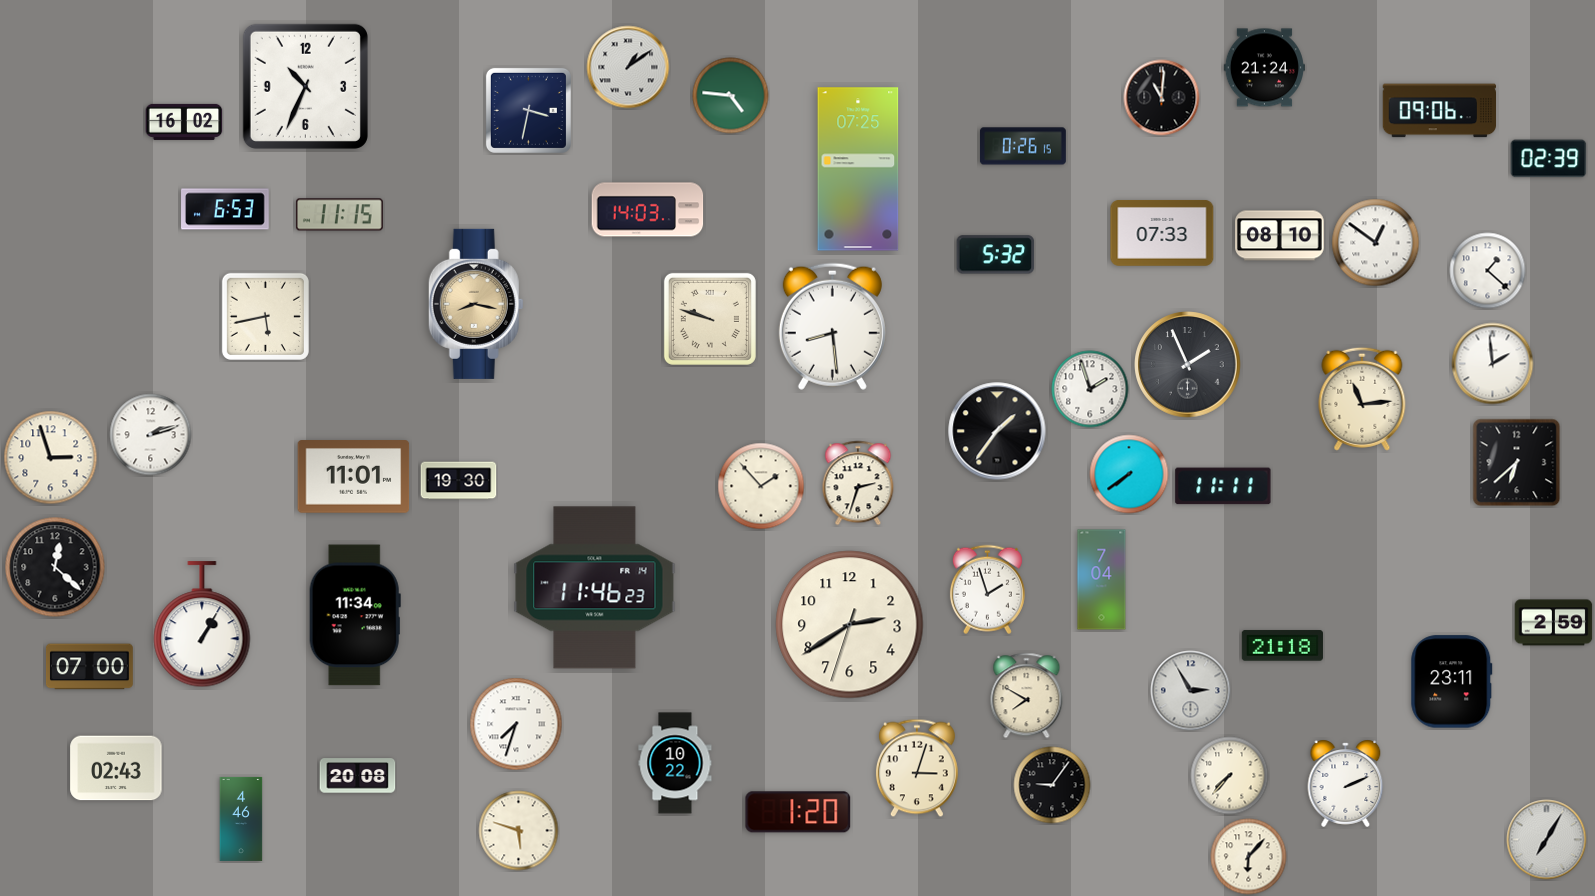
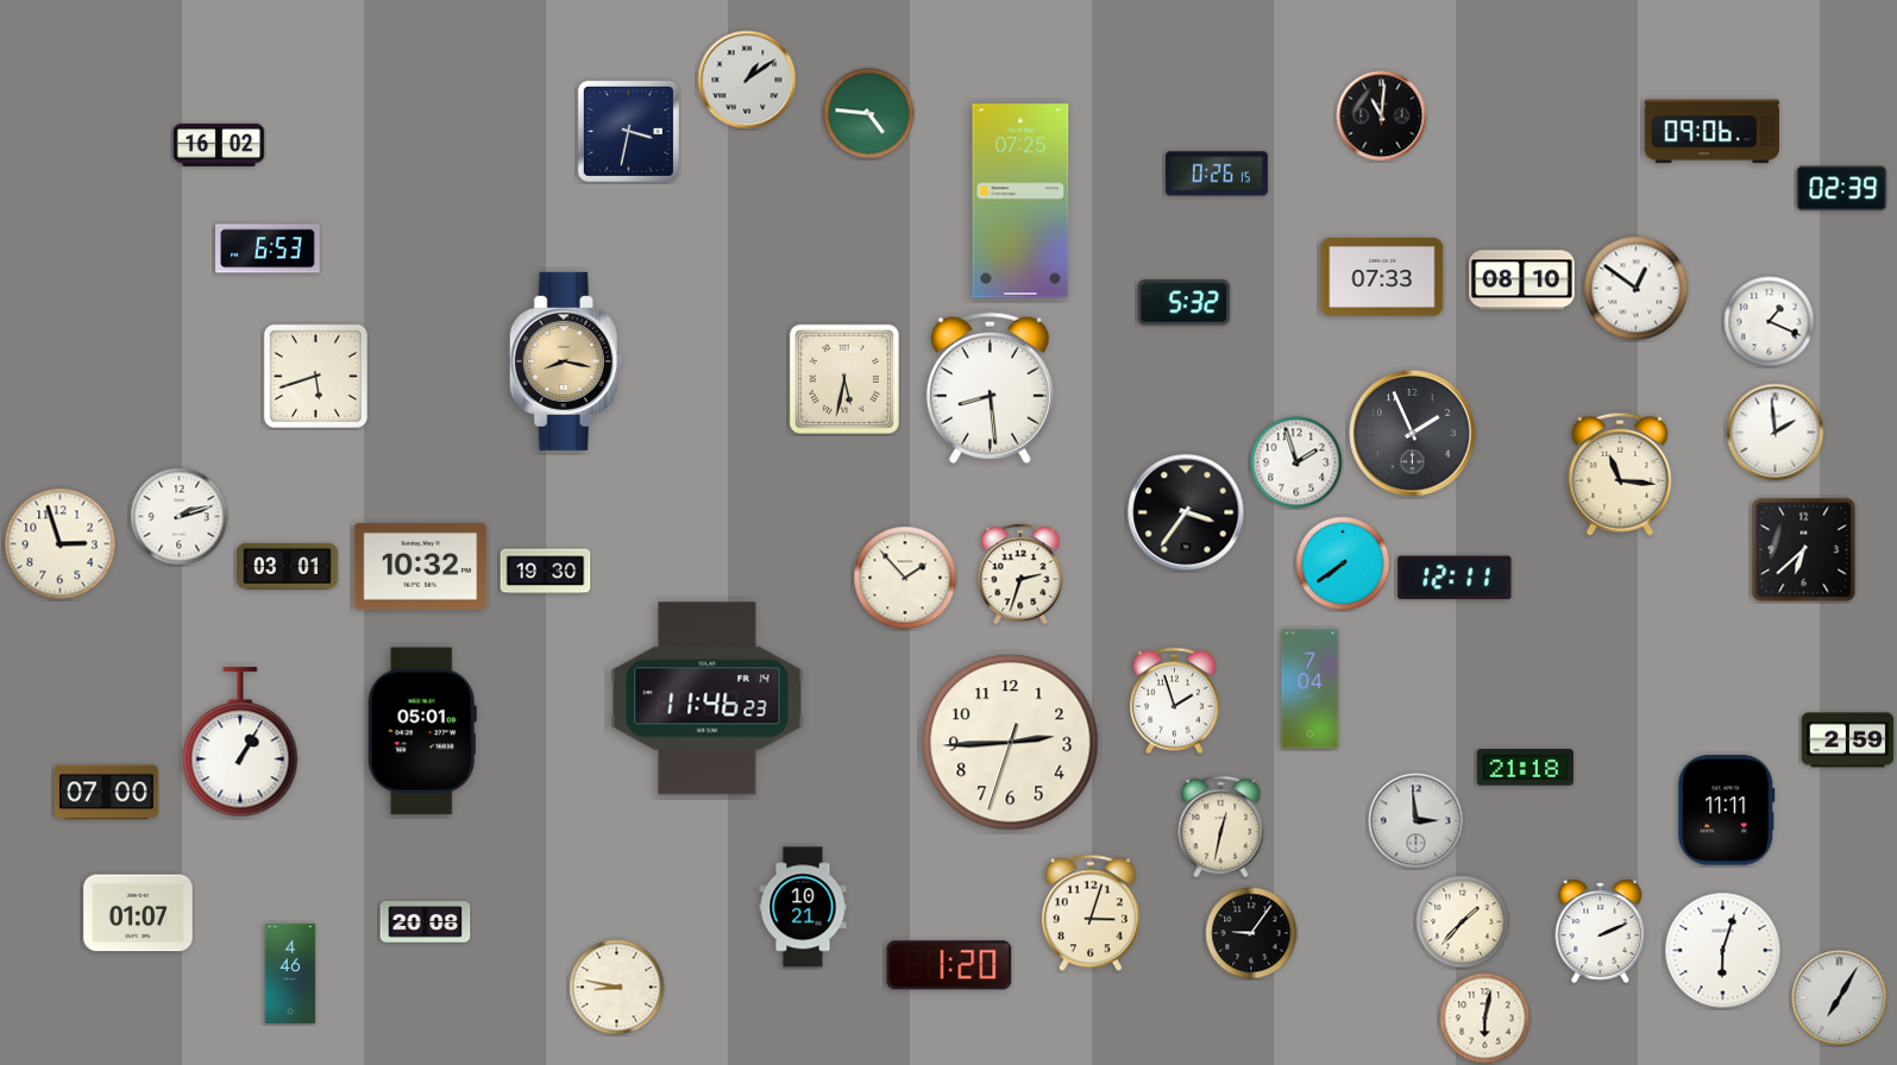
clock at (1264, 68): 21:24 -> none
clock at (305, 86): 10:34 -> none
clock at (648, 210): 14:03 -> none
clock at (339, 215): 11:15 -> none
clock at (1488, 271): 1:22 -> 1:19
clock at (265, 316): 5:43 -> 5:42
clock at (710, 319): 9:48 -> 5:32
clock at (1362, 399): 11:14 -> 11:16
clock at (997, 431): 1:36 -> 3:36
clock at (287, 566): none -> 03:01
clock at (354, 477): 11:01 -> 10:32
clock at (1223, 486): 11:11 -> 12:11
clock at (55, 567): 12:22 -> none
clock at (355, 615): 11:34 -> 05:01
clock at (850, 625): 2:39 -> 2:44
clock at (1452, 682): 23:11 -> 11:11
clock at (1191, 691): 2:55 -> 2:59
clock at (1027, 696): 7:50 -> 12:32
clock at (516, 724): 7:33 -> none
clock at (675, 763): 10:22 -> 10:21
clock at (116, 768): 02:43 -> 01:07
clock at (1230, 776): 7:37 -> 1:37
clock at (1723, 951): none -> 6:03
clock at (241, 819) position: (241, 819) -> (290, 973)
clock at (519, 831): 5:48 -> 8:47
clock at (1249, 857): 6:07 -> 6:02
